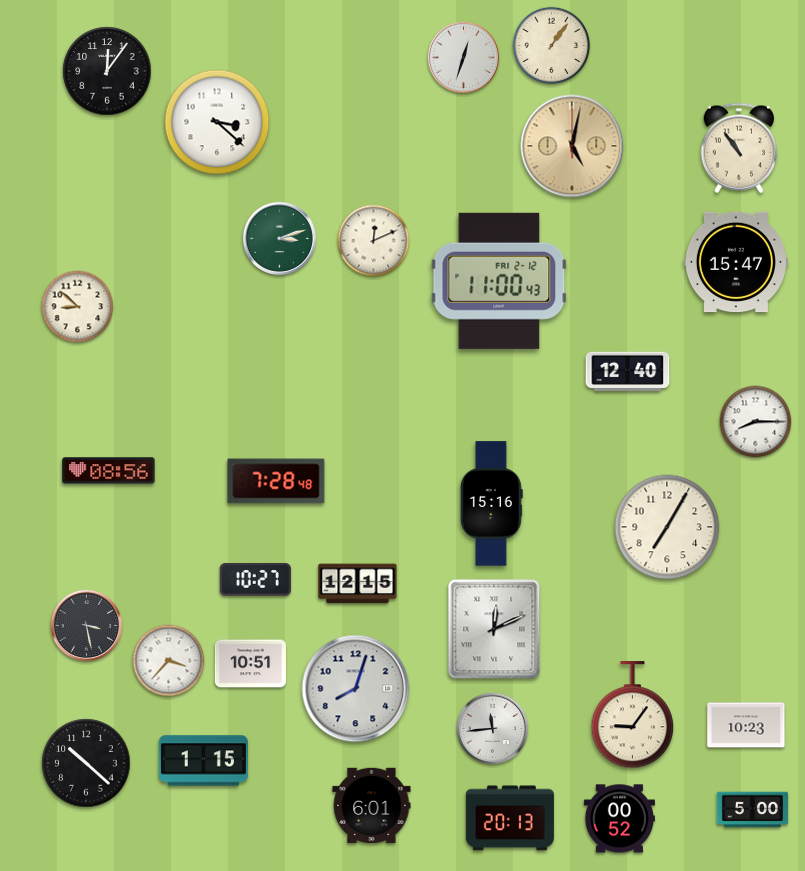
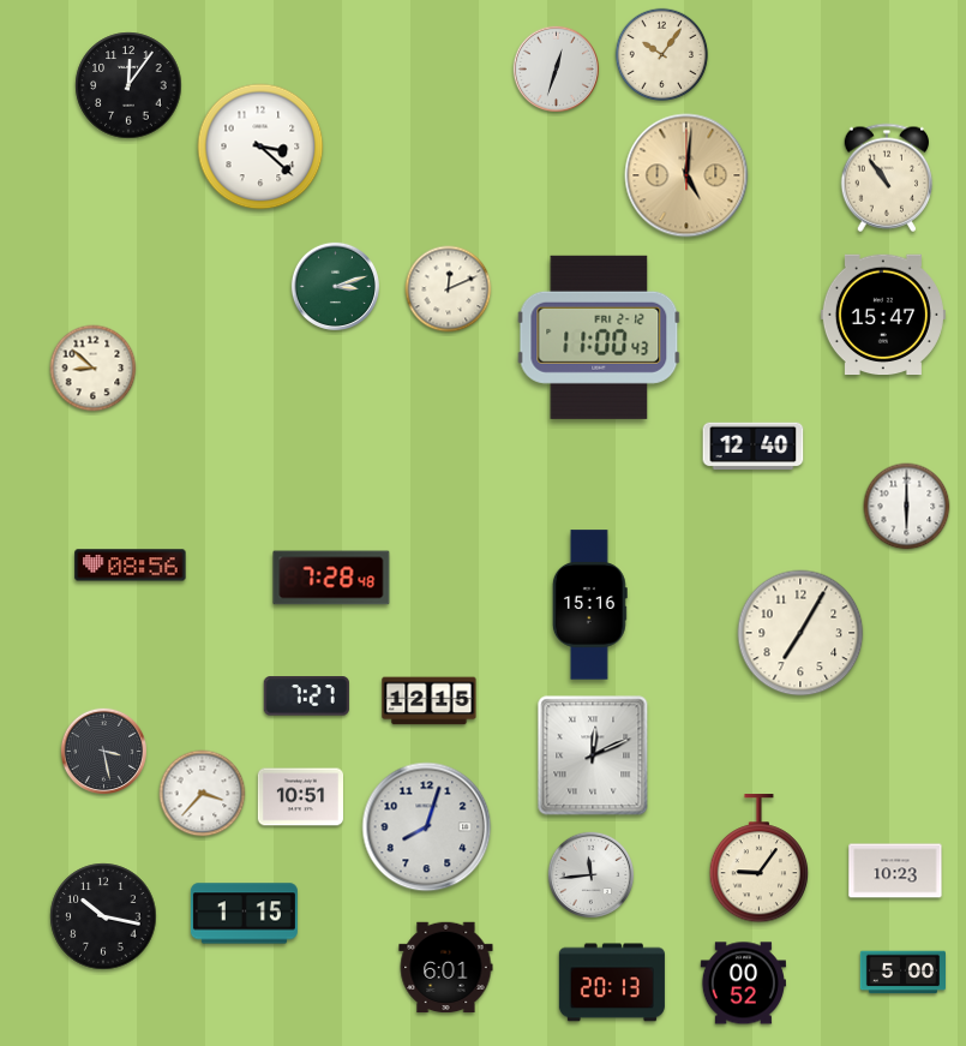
clock at (552, 46): 1:06 -> 10:06
clock at (572, 146): 5:02 -> 5:01
clock at (756, 422): 8:15 -> 6:00
clock at (255, 580): 10:27 -> 7:27
clock at (86, 763): 10:22 -> 10:17
